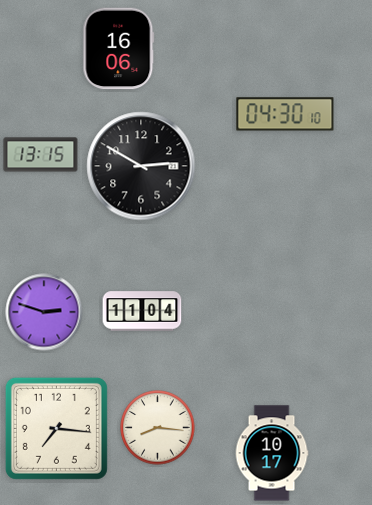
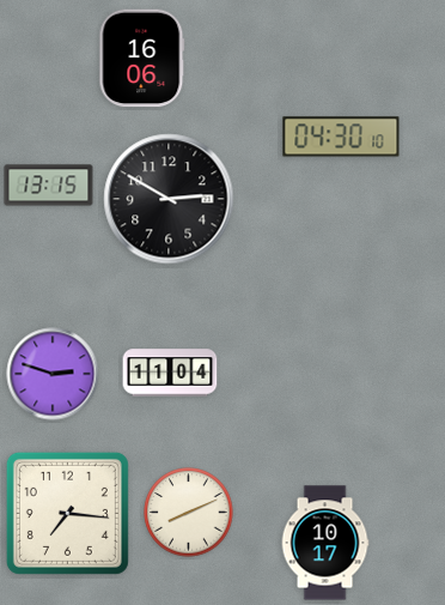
clock at (158, 428): 8:16 -> 8:11
